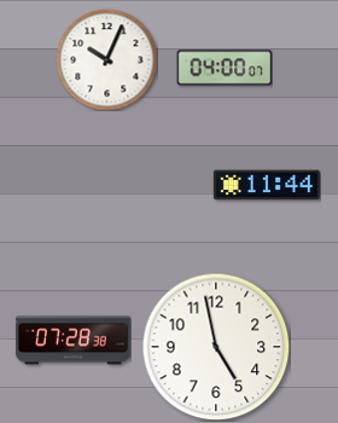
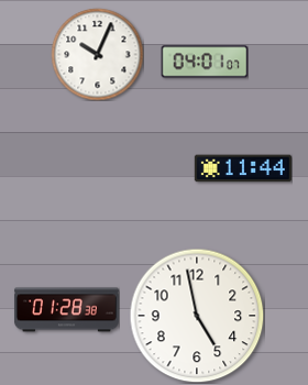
clock at (225, 68): 04:00 -> 04:01
clock at (72, 341): 07:28 -> 01:28
